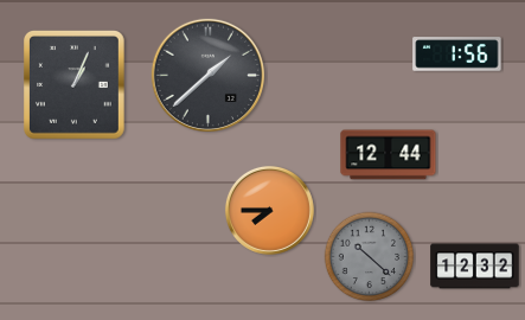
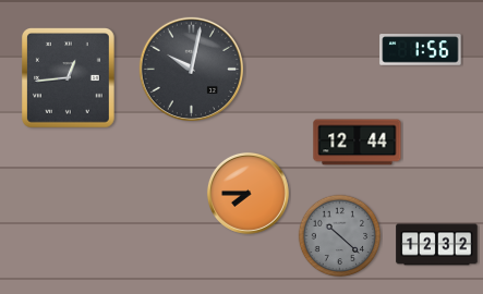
clock at (207, 75): 1:38 -> 10:02
clock at (75, 85): 1:04 -> 12:44
